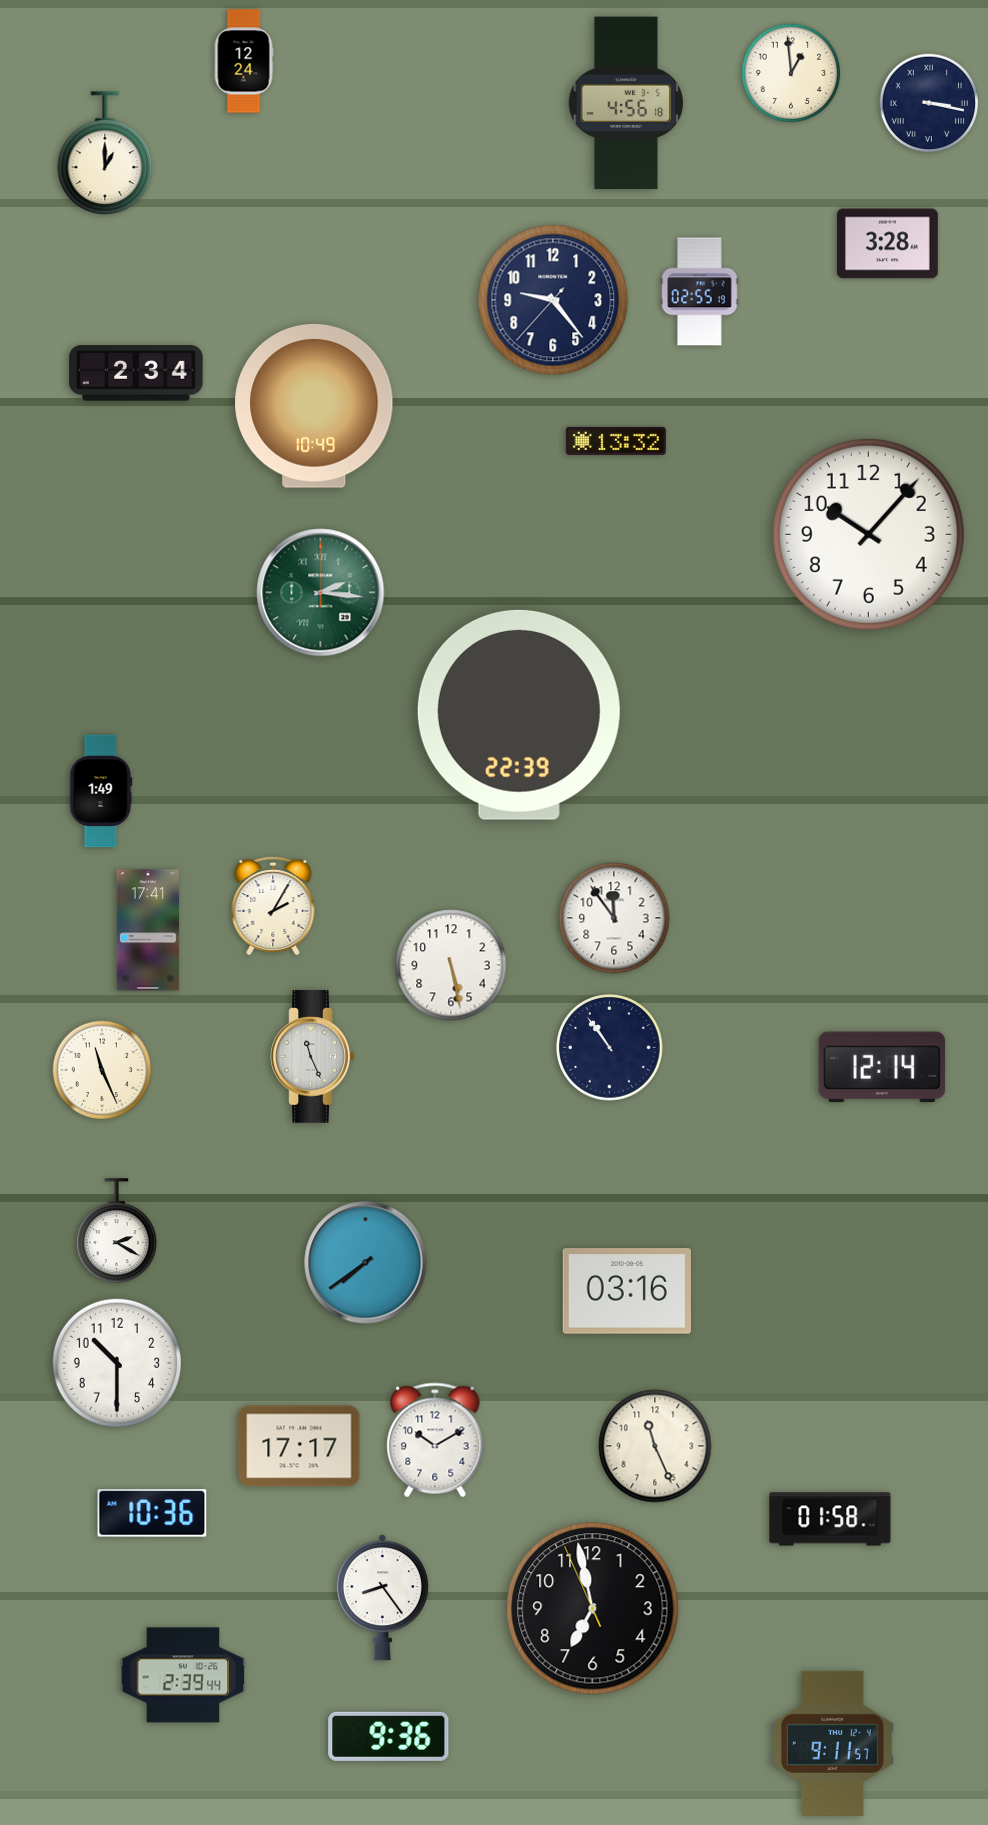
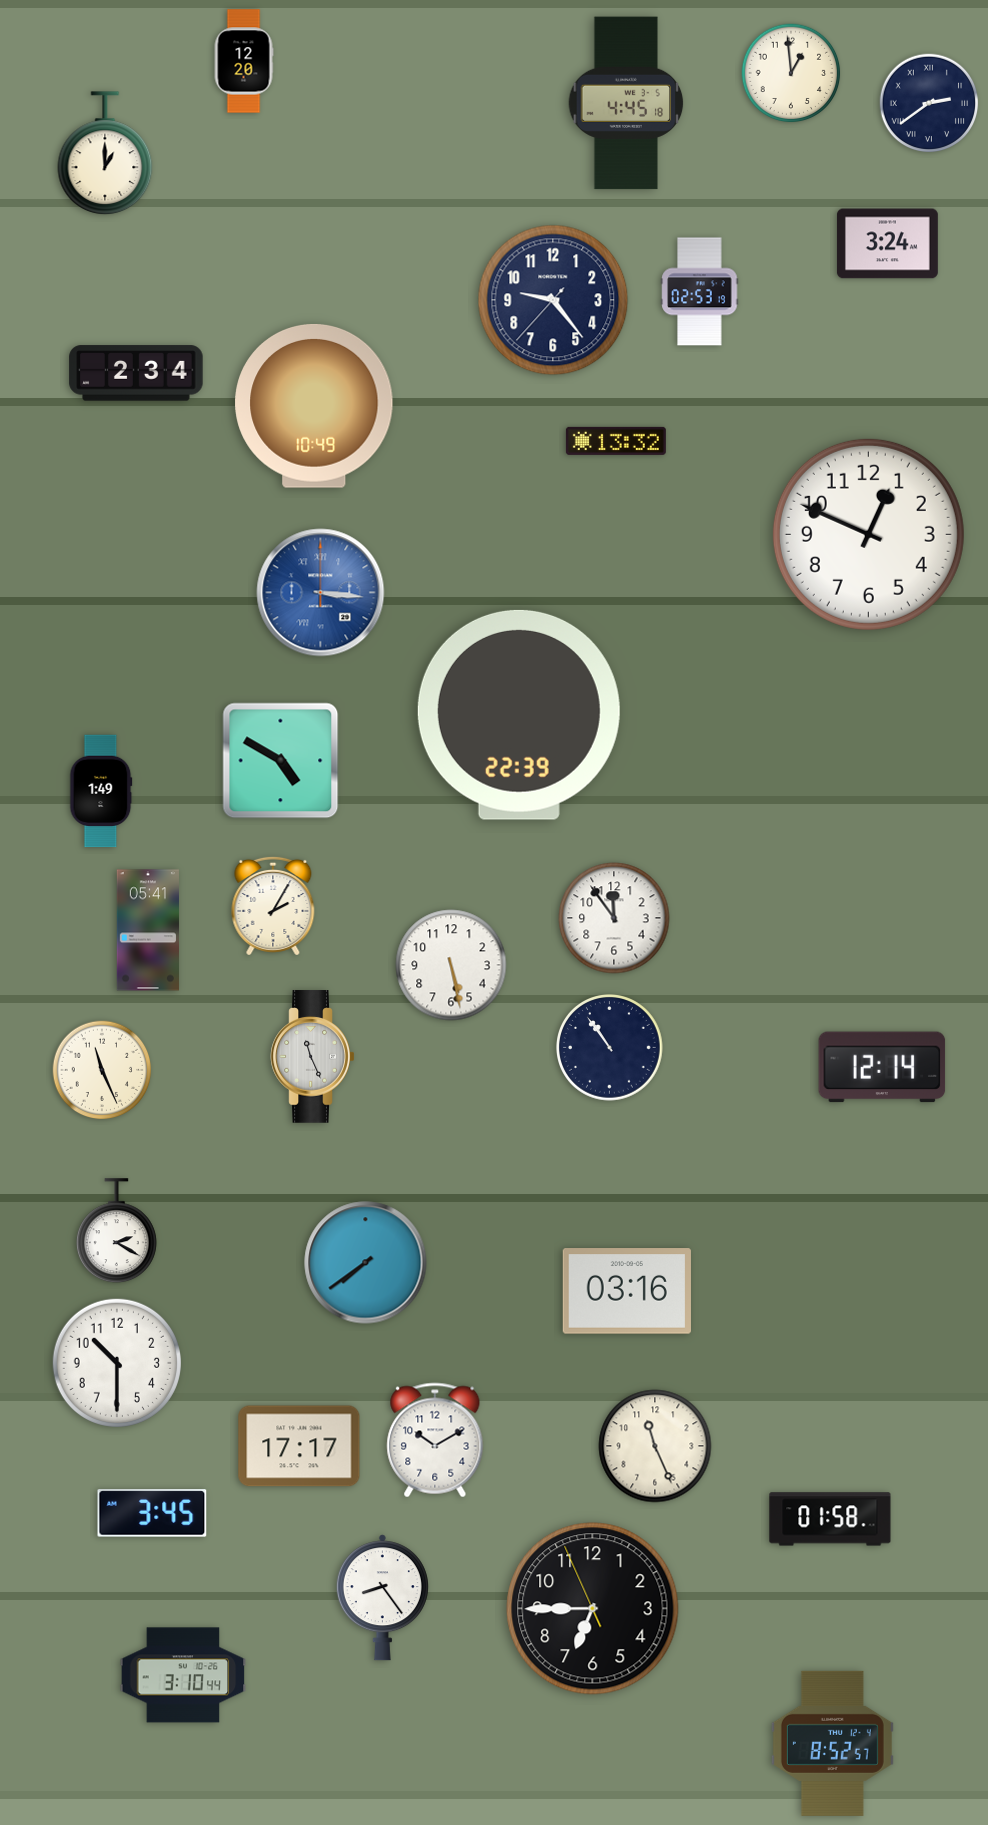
clock at (244, 61): 12:24 -> 12:20
clock at (626, 103): 4:56 -> 4:45
clock at (929, 103): 3:17 -> 2:39
clock at (887, 244): 3:28 -> 3:24
clock at (700, 292): 02:55 -> 02:53
clock at (868, 534): 10:07 -> 12:49
clock at (321, 593): 2:16 -> 3:16
clock at (321, 593) dial: green -> blue
clock at (281, 761): none -> 4:50
clock at (148, 930): 17:41 -> 05:41
clock at (152, 1513): 10:36 -> 3:45
clock at (593, 1609): 6:57 -> 6:44
clock at (183, 1675): 2:39 -> 3:10
clock at (389, 1736): 9:36 -> none
clock at (832, 1743): 9:11 -> 8:52
